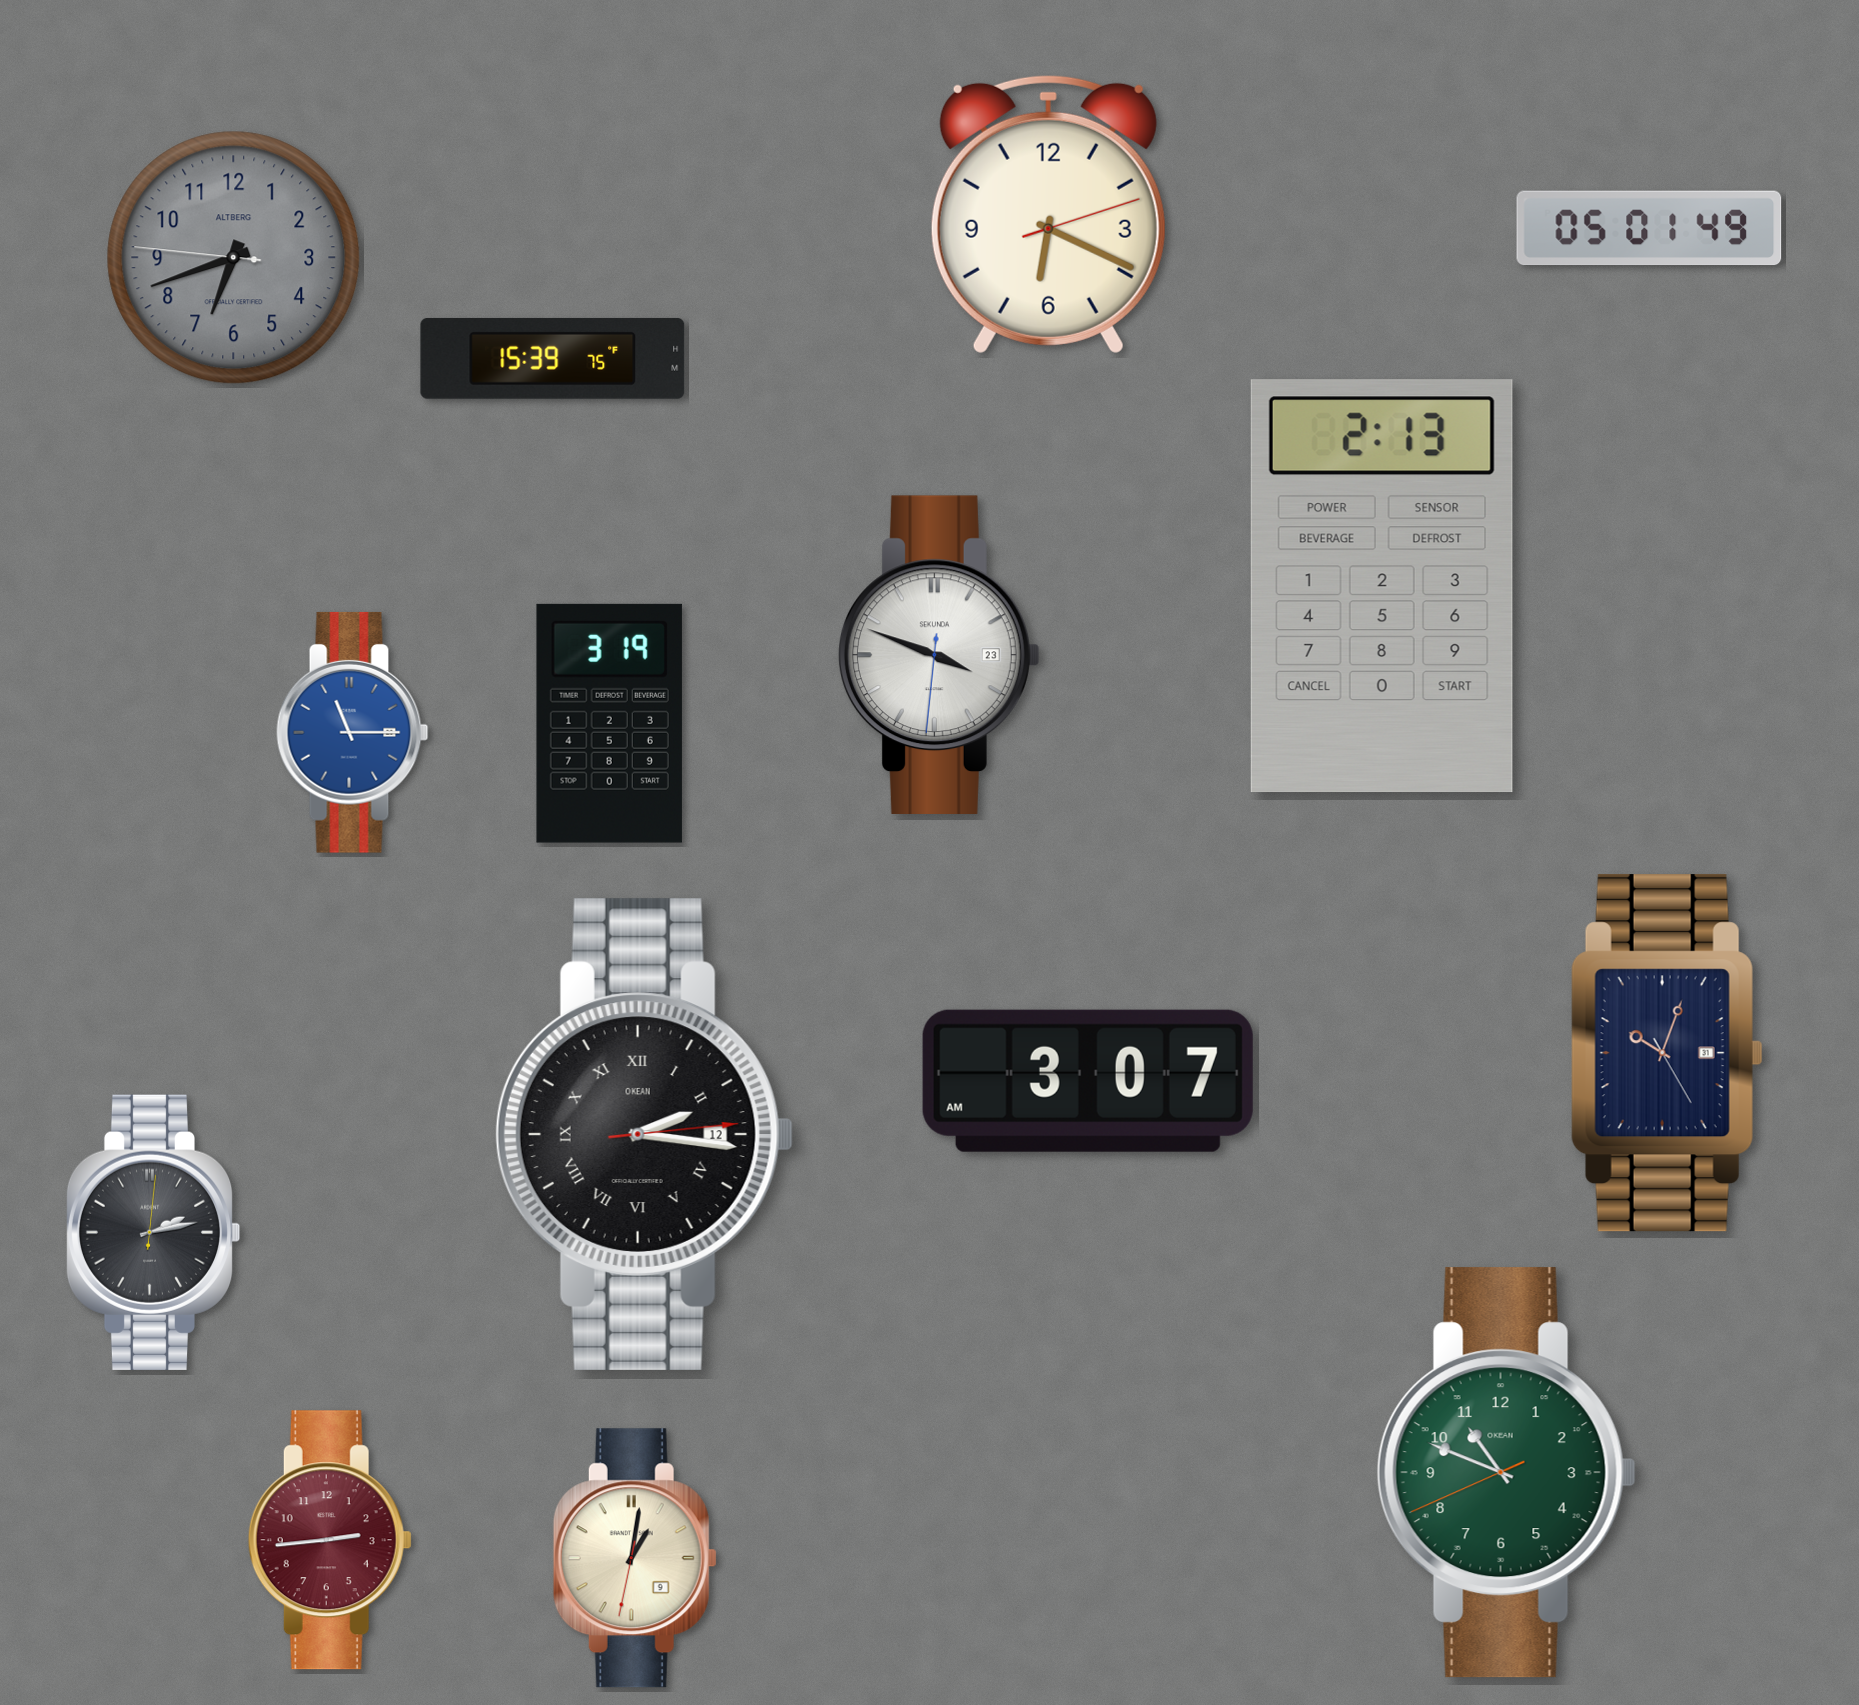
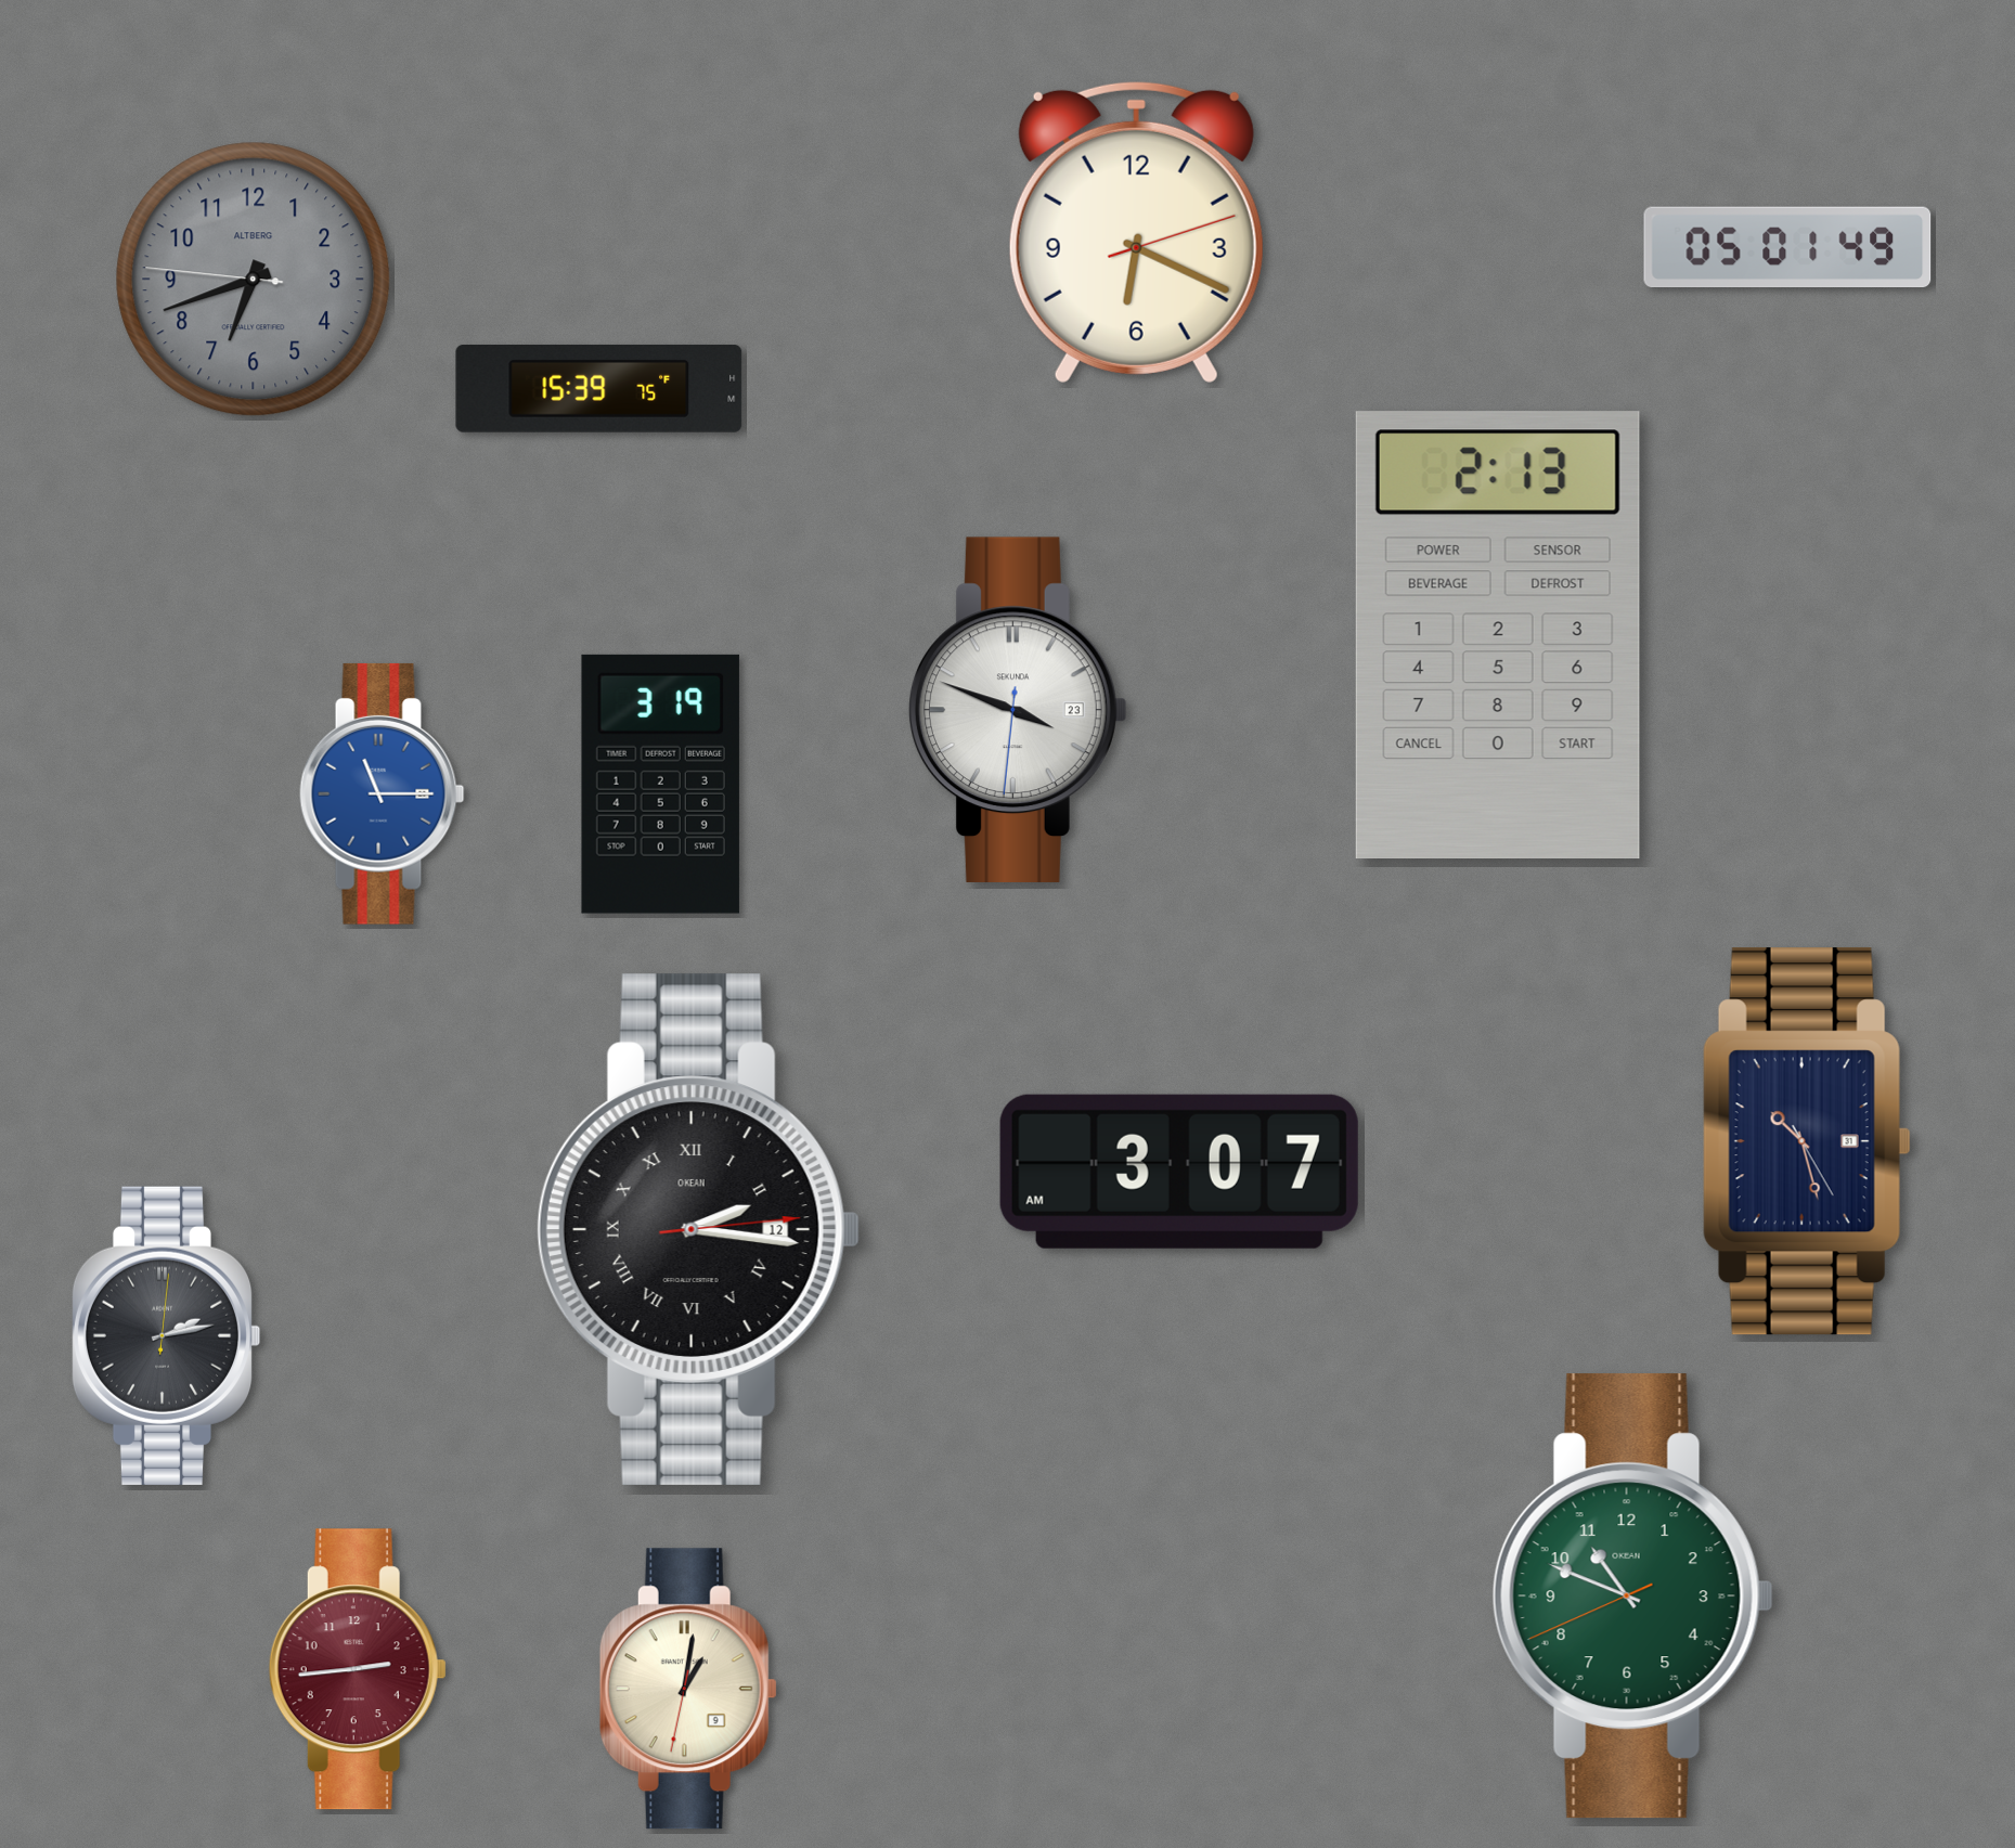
clock at (1667, 1053): 10:03 -> 10:27
